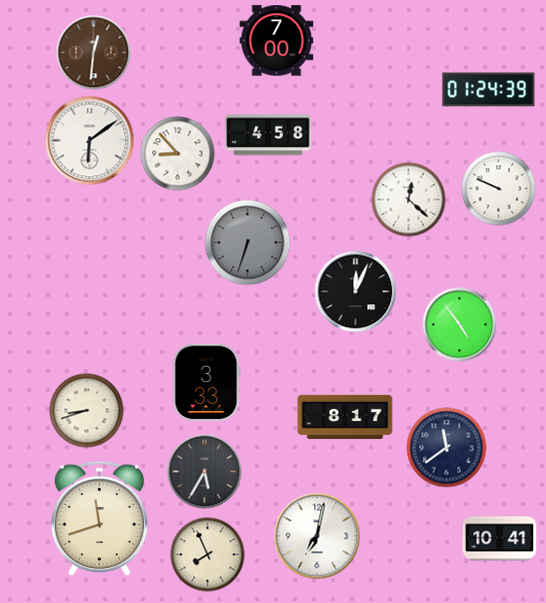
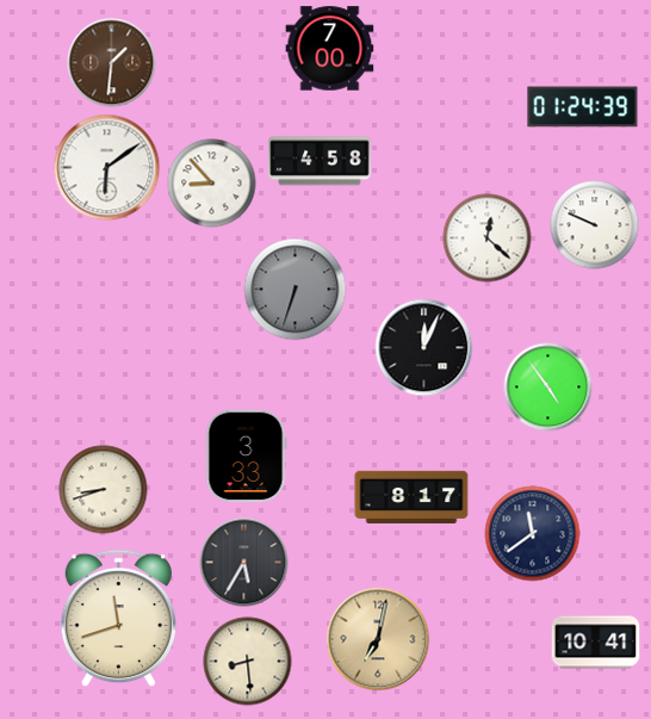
clock at (94, 53): 12:31 -> 1:31
clock at (317, 536) dial: white -> champagne
clock at (208, 555): 7:56 -> 8:29
